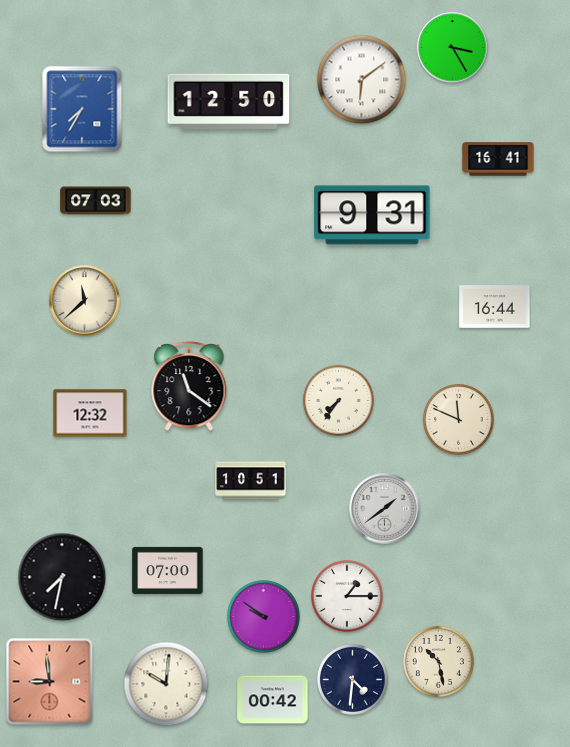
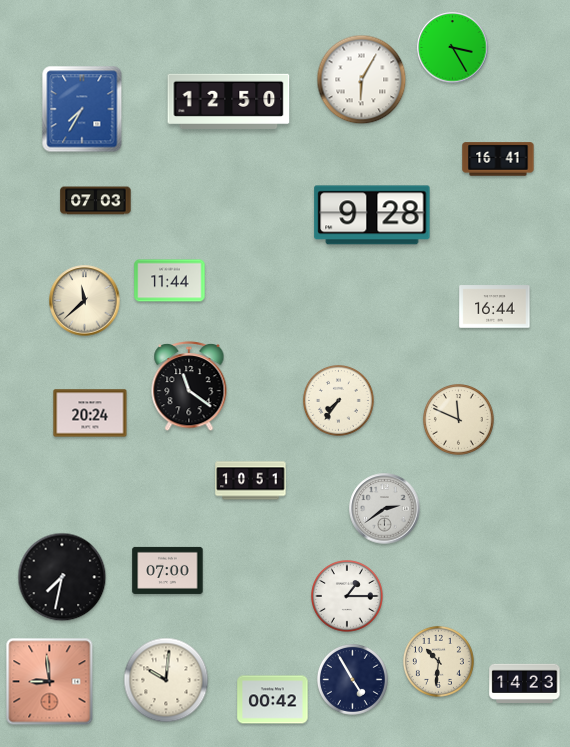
clock at (362, 80): 6:09 -> 6:05
clock at (372, 215): 9:31 -> 9:28
clock at (170, 281): none -> 11:44
clock at (90, 413): 12:32 -> 20:24
clock at (385, 509): 1:39 -> 2:39
clock at (264, 617): 9:51 -> none
clock at (438, 661): 10:28 -> 10:31
clock at (352, 679): 4:31 -> 4:55
clock at (525, 683): none -> 14:23
clock at (166, 684) position: (166, 684) -> (166, 680)
